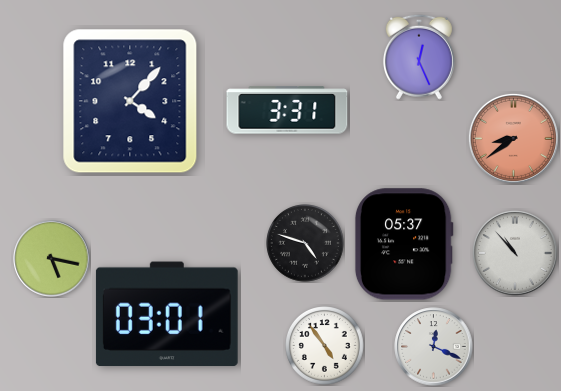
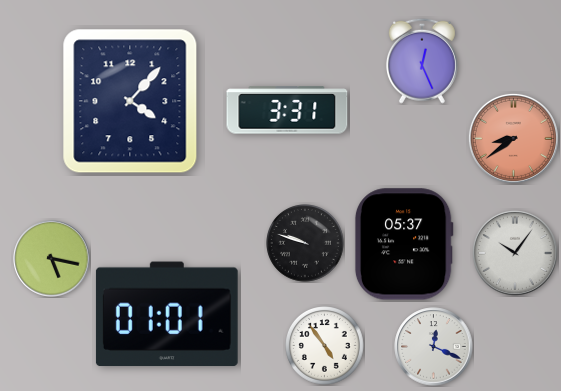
clock at (419, 57) position: (419, 57) -> (422, 61)
clock at (306, 244): 4:48 -> 9:48
clock at (516, 254): 10:53 -> 10:06
clock at (167, 314): 03:01 -> 01:01
